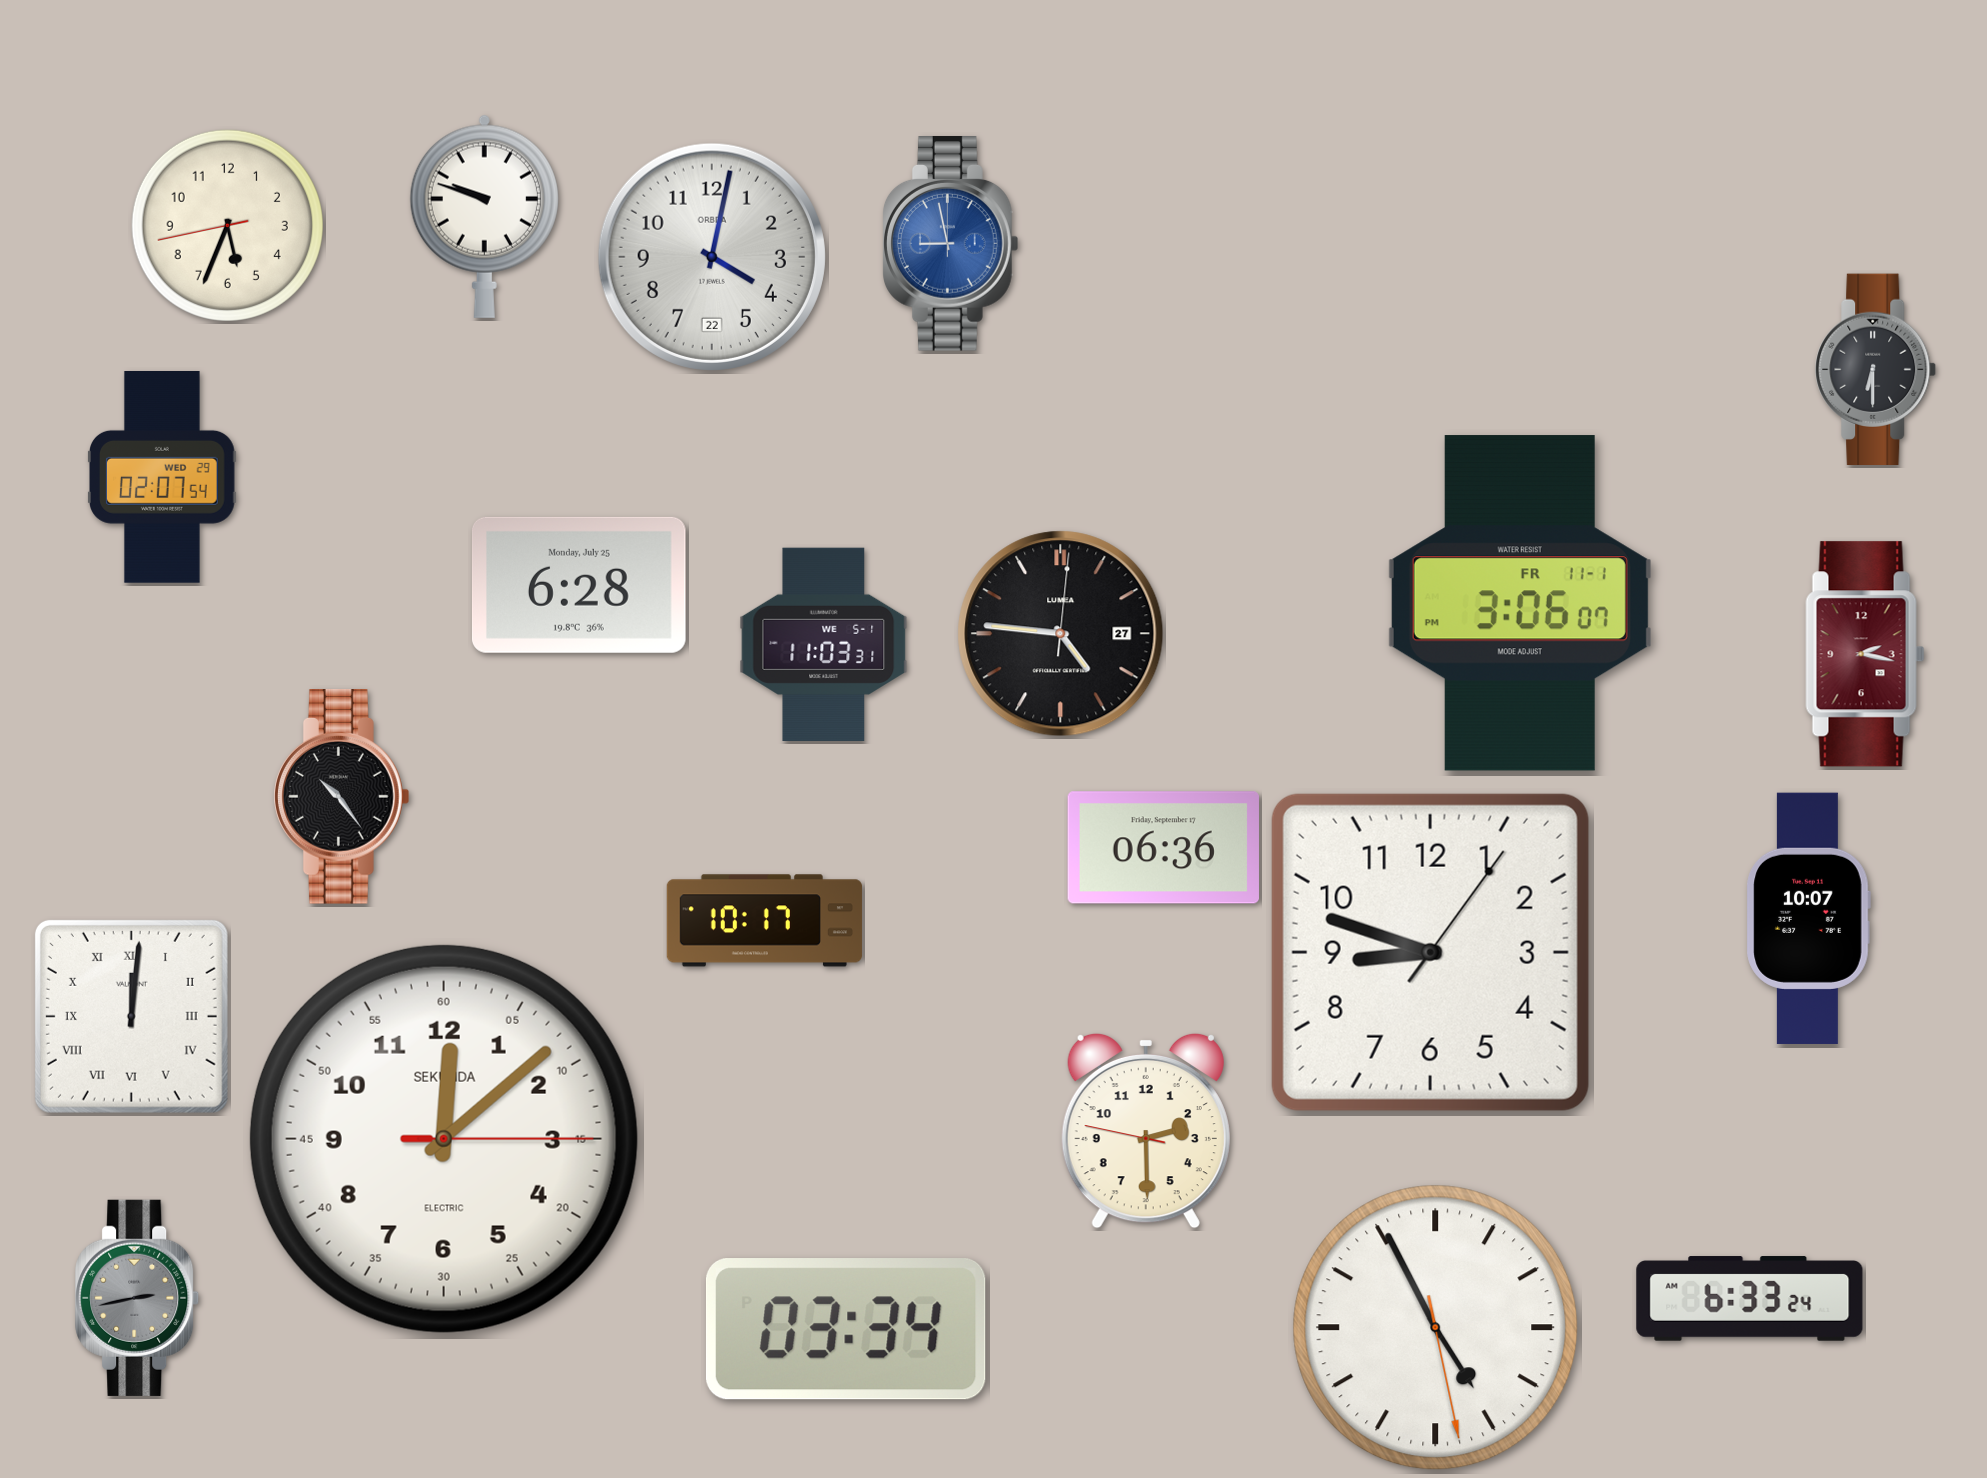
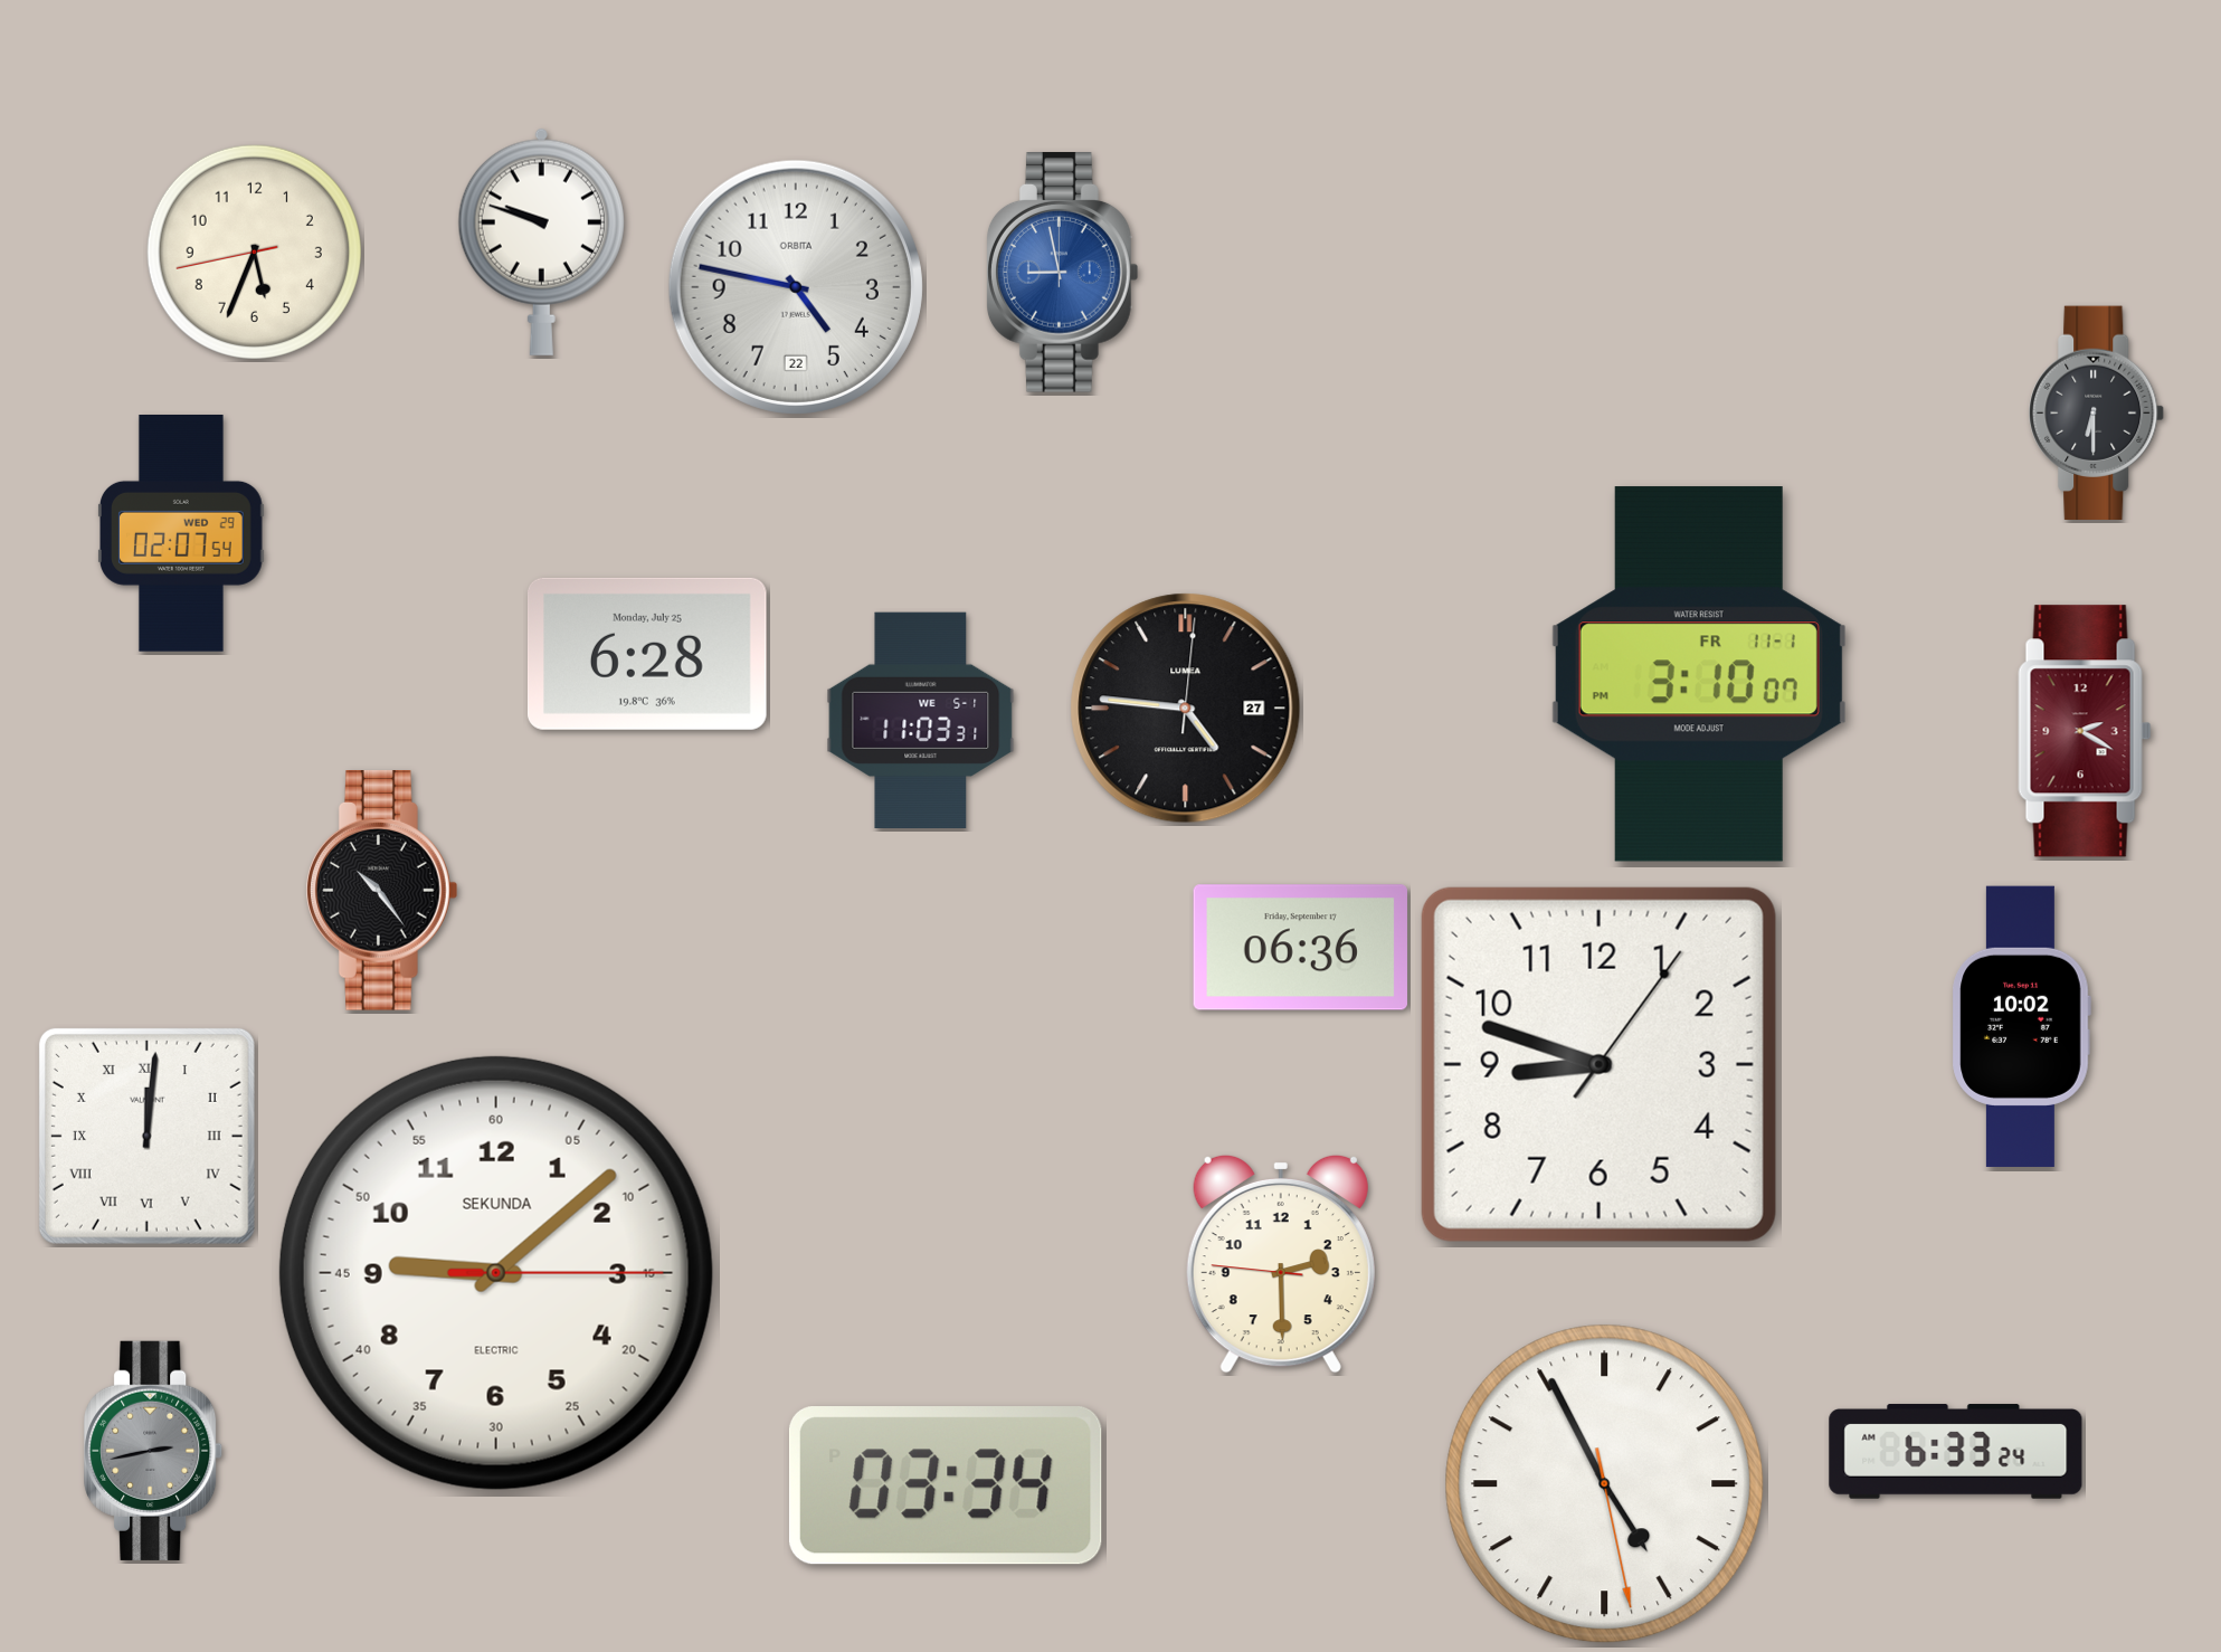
clock at (712, 257): 4:02 -> 4:47
clock at (1520, 603): 3:06 -> 3:10
clock at (1865, 654): 2:17 -> 2:20
clock at (1808, 918): 10:07 -> 10:02
clock at (764, 921): 10:17 -> none
clock at (1146, 1131): 2:29:47 -> 2:29:46
clock at (444, 1139): 12:08 -> 9:08
